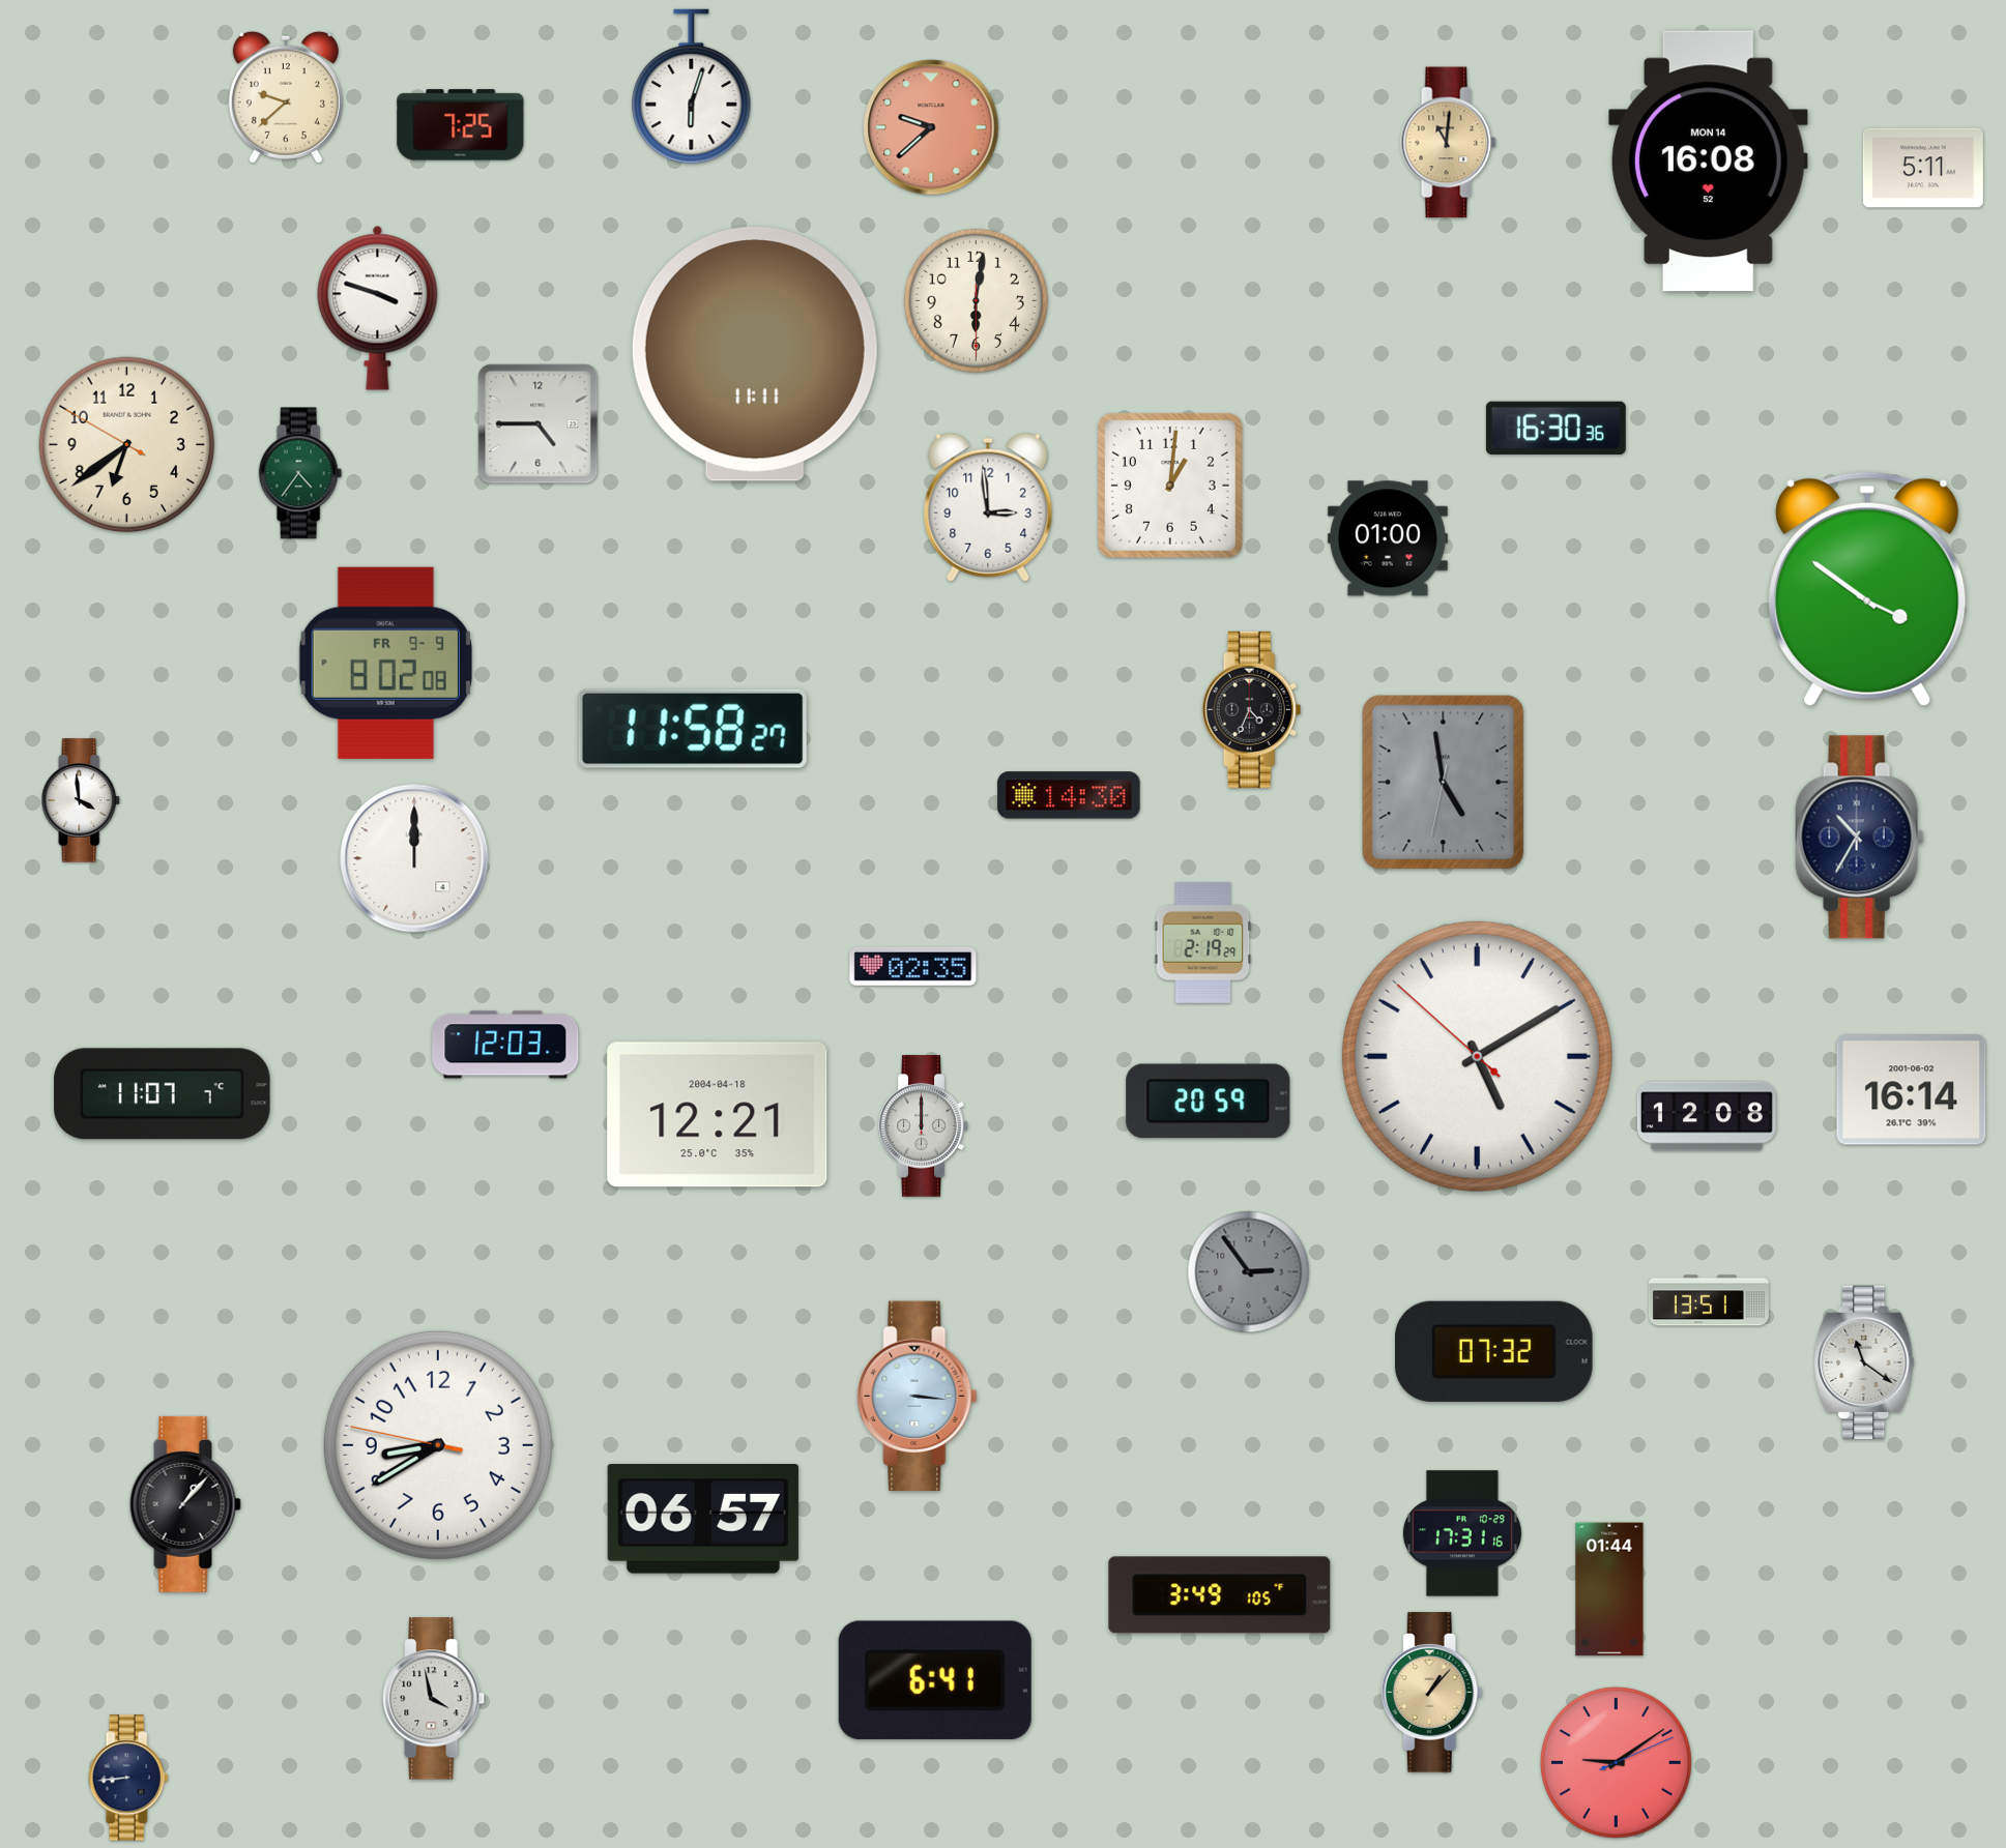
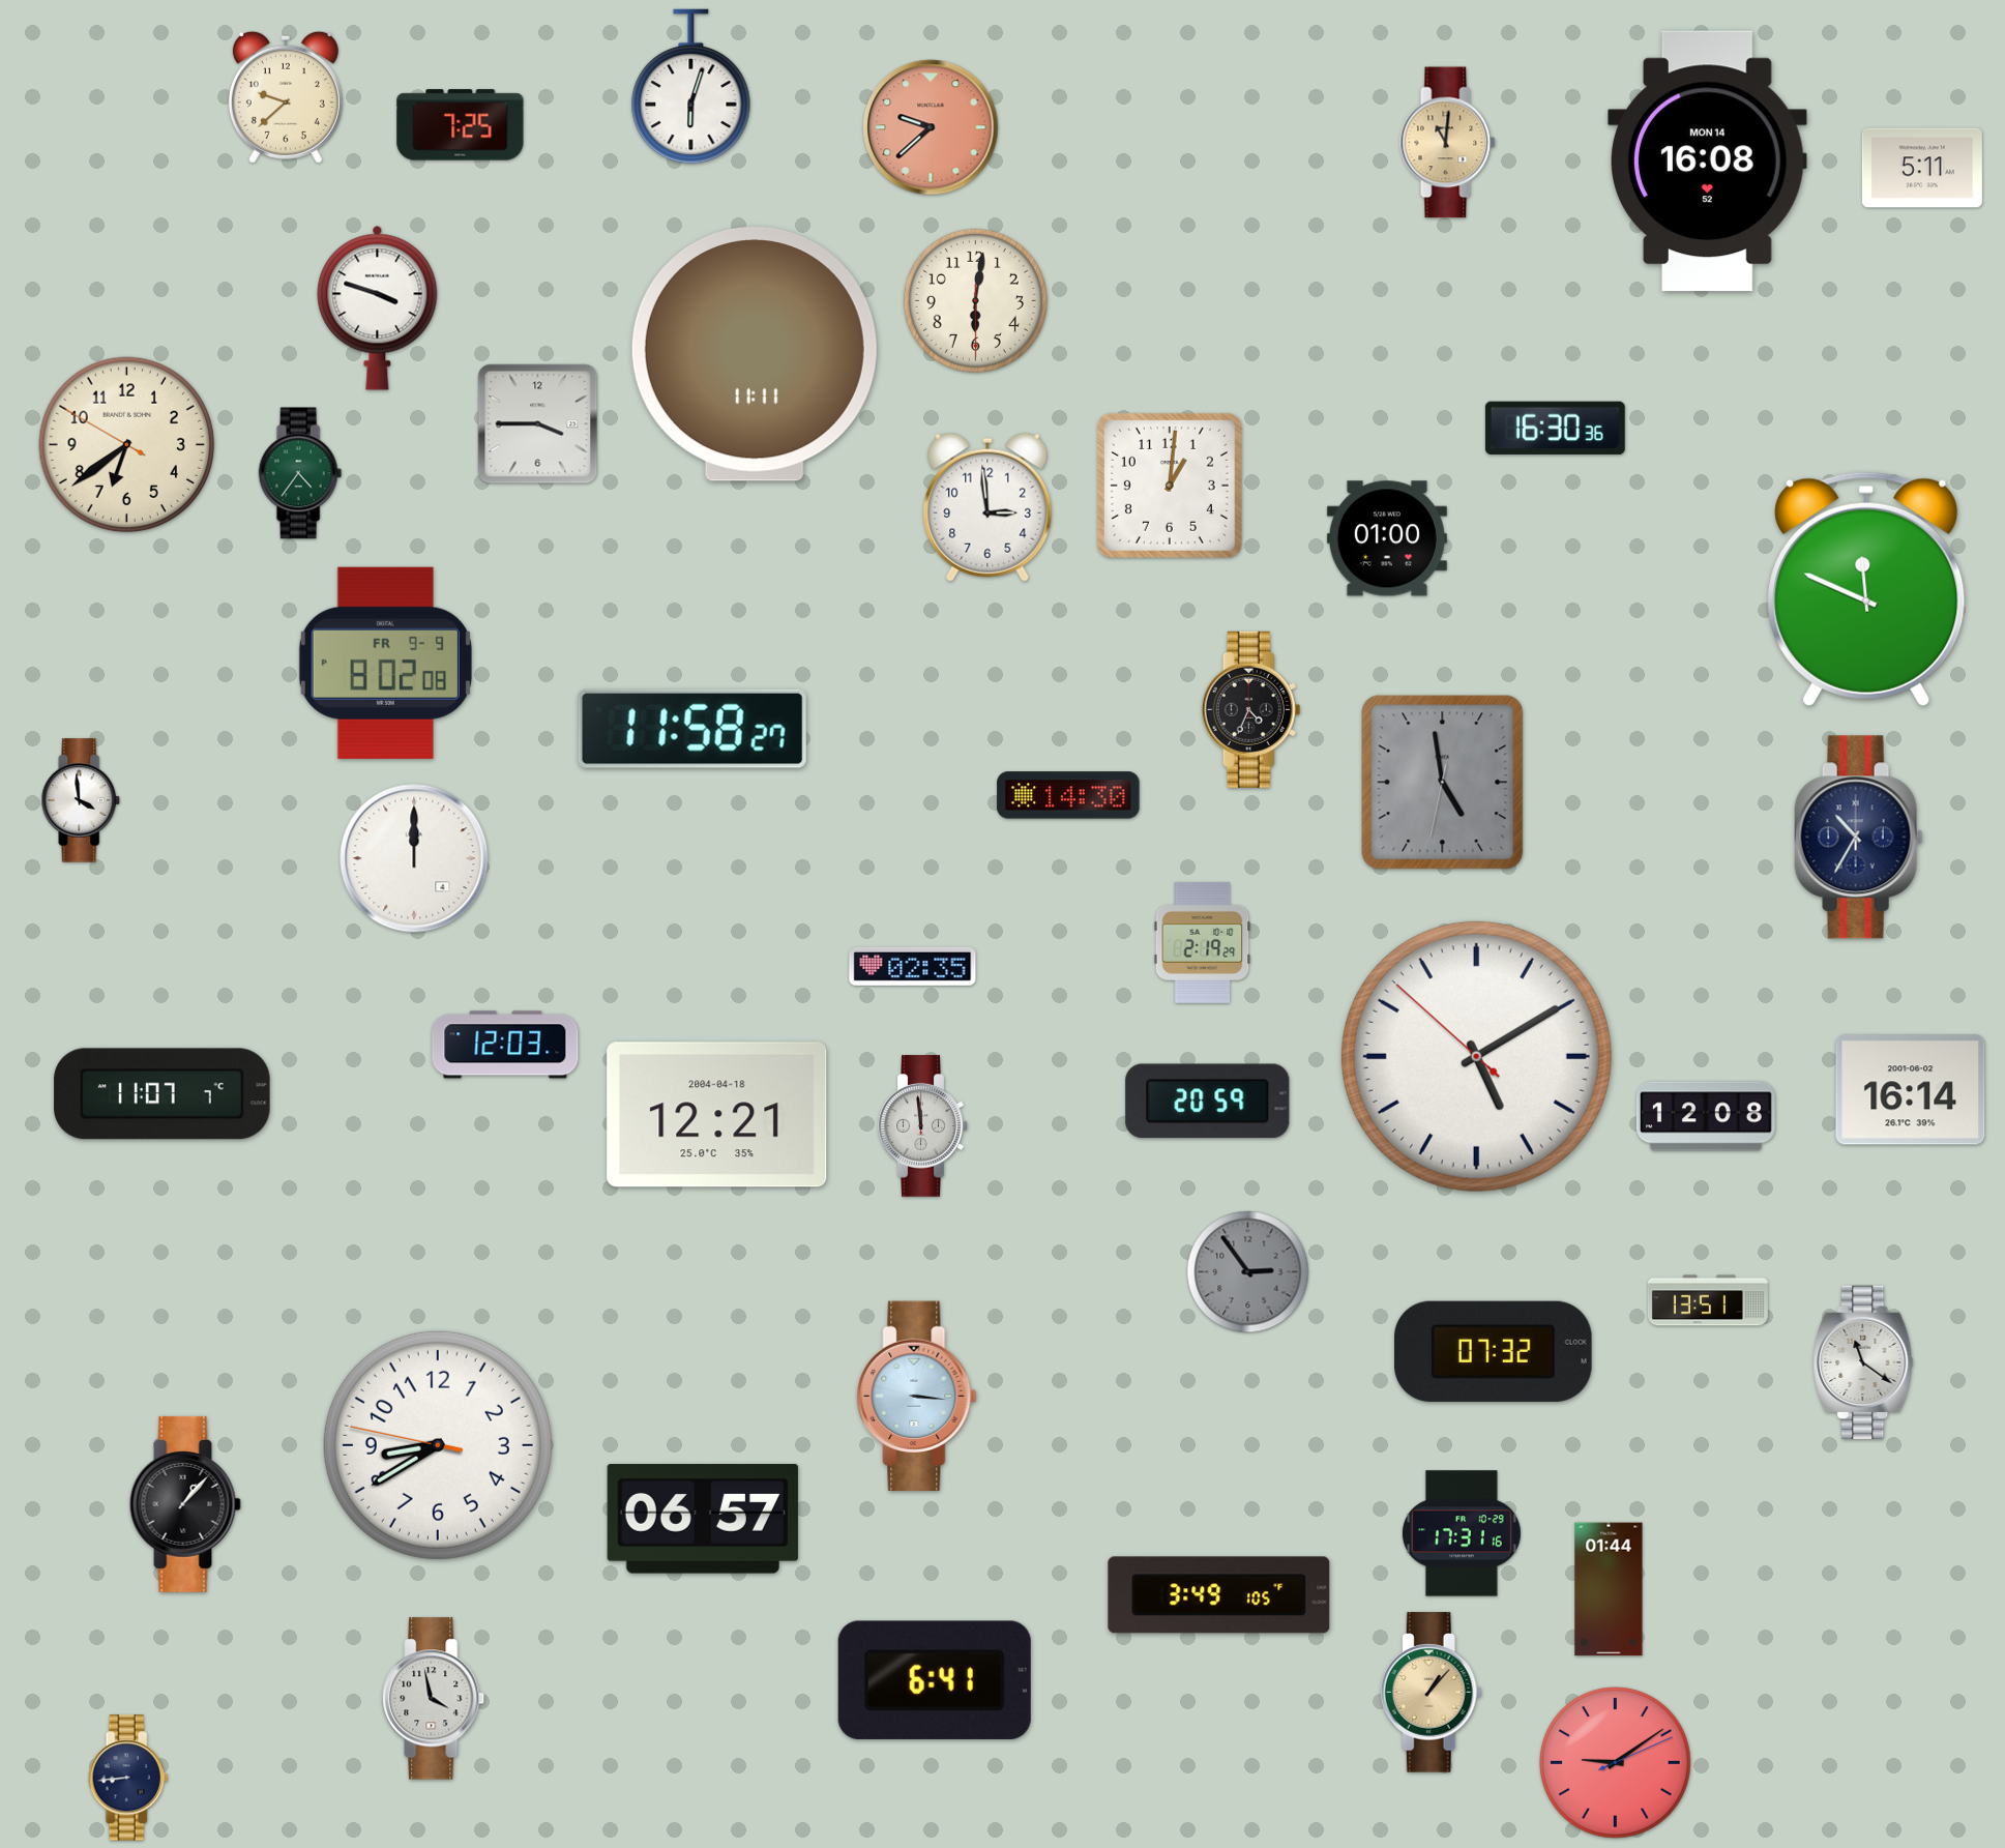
clock at (539, 424): 4:45 -> 3:45
clock at (1867, 589): 3:51 -> 11:49
clock at (924, 1126): 12:00 -> 11:59
